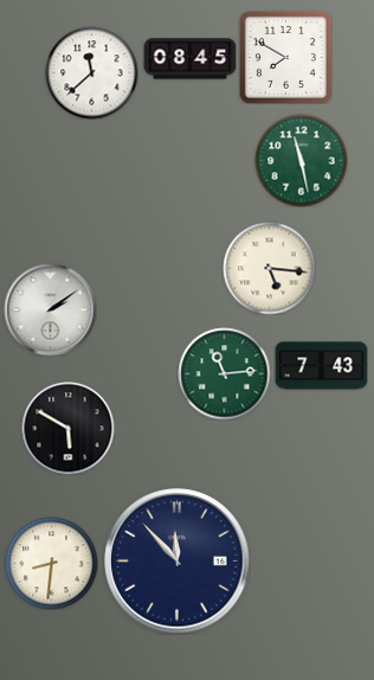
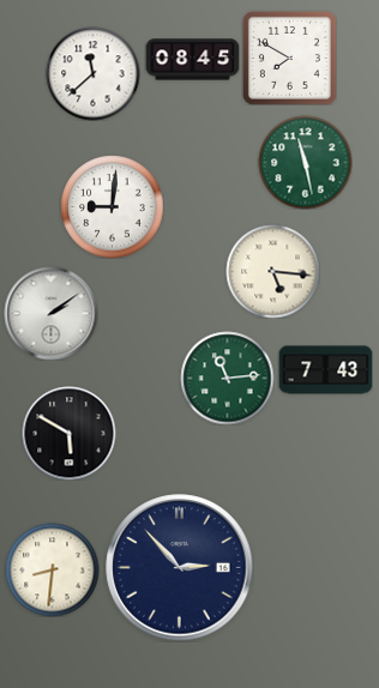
clock at (112, 206): none -> 9:01
clock at (178, 562): 11:53 -> 2:53
